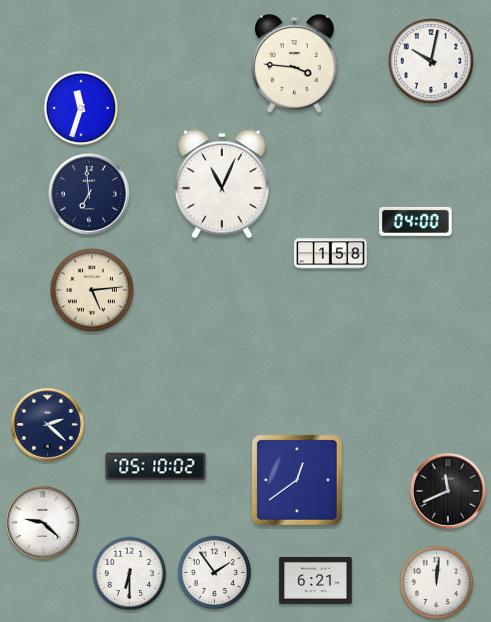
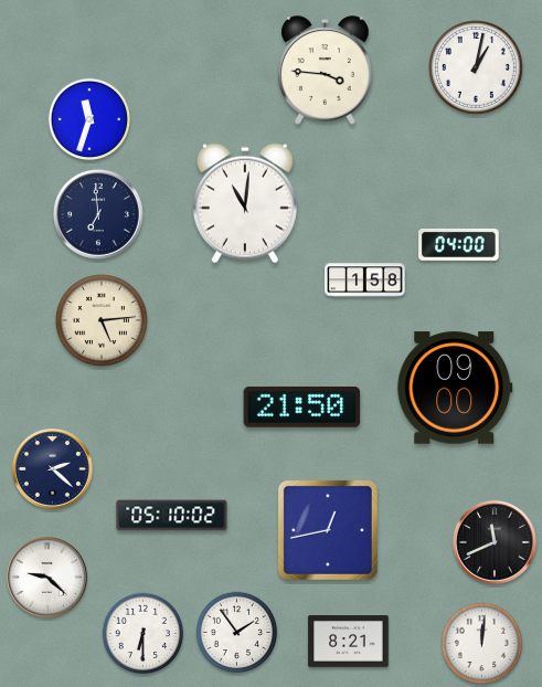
clock at (432, 62): 10:02 -> 1:02
clock at (222, 184): 11:04 -> 11:01
clock at (455, 388): none -> 09:00
clock at (302, 406): none -> 21:50
clock at (297, 480): 12:39 -> 12:43
clock at (316, 581): 6:21 -> 8:21
